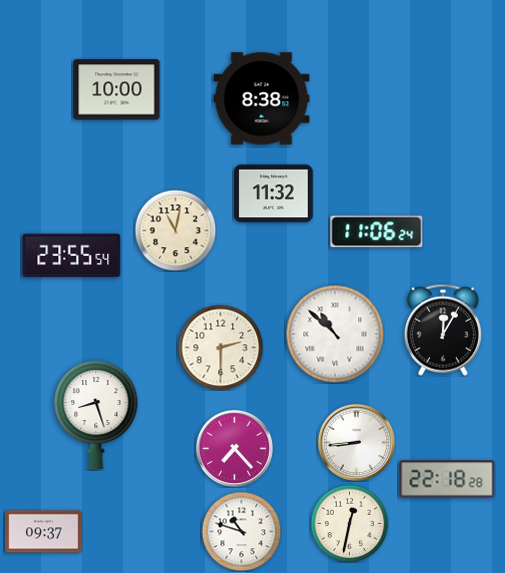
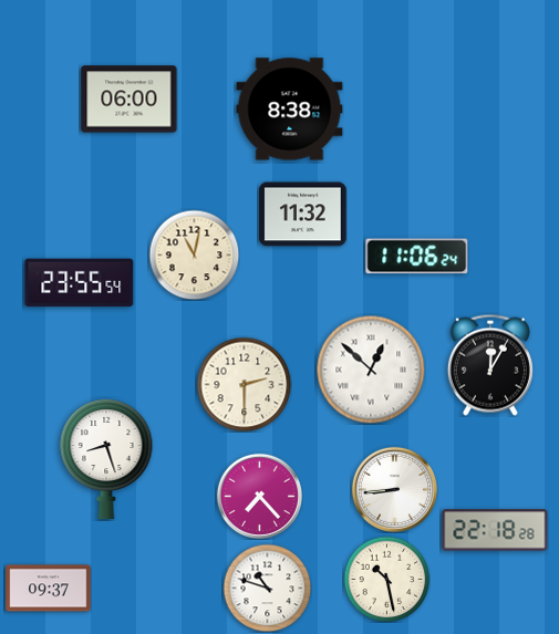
clock at (117, 90): 10:00 -> 06:00
clock at (335, 334): 10:52 -> 12:52
clock at (349, 523): 12:32 -> 10:28
